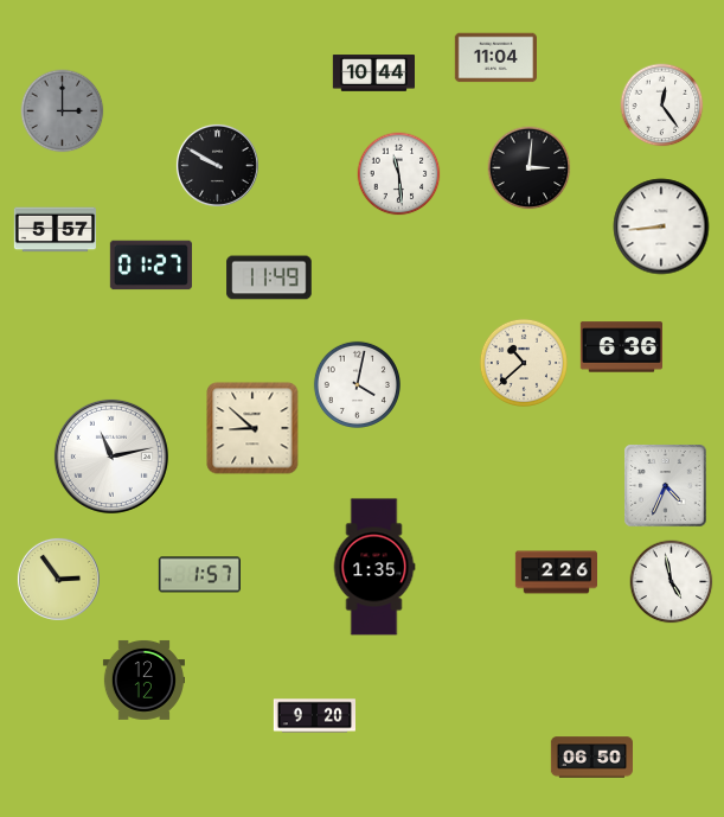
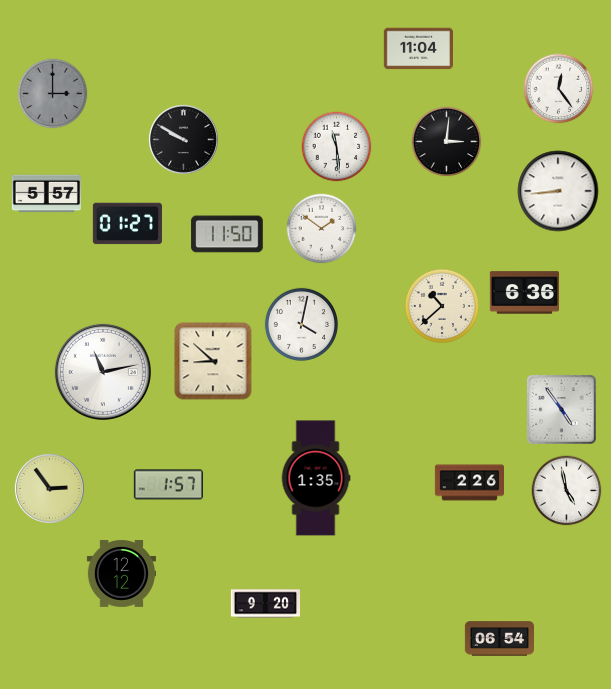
clock at (373, 74): 10:44 -> none
clock at (322, 229): none -> 1:51
clock at (269, 277): 11:49 -> 11:50
clock at (111, 457) position: (111, 457) -> (103, 372)
clock at (666, 486): 4:34 -> 4:54
clock at (591, 758): 06:50 -> 06:54
